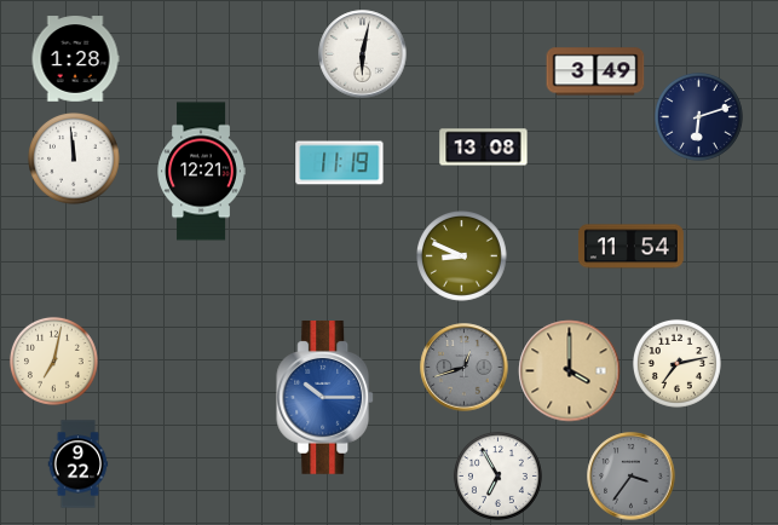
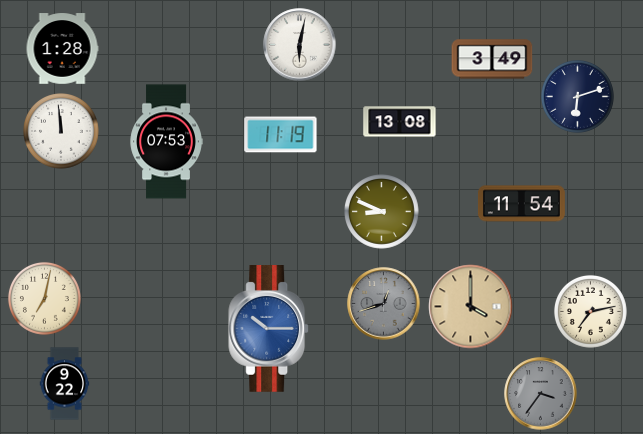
clock at (201, 172): 12:21 -> 07:53
clock at (676, 363) position: (676, 363) -> (590, 311)
clock at (497, 475): 6:55 -> none
clock at (632, 477) position: (632, 477) -> (541, 394)
